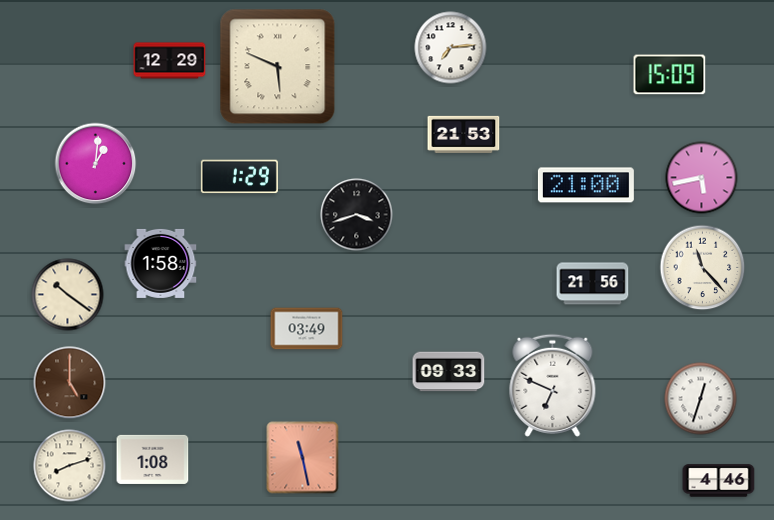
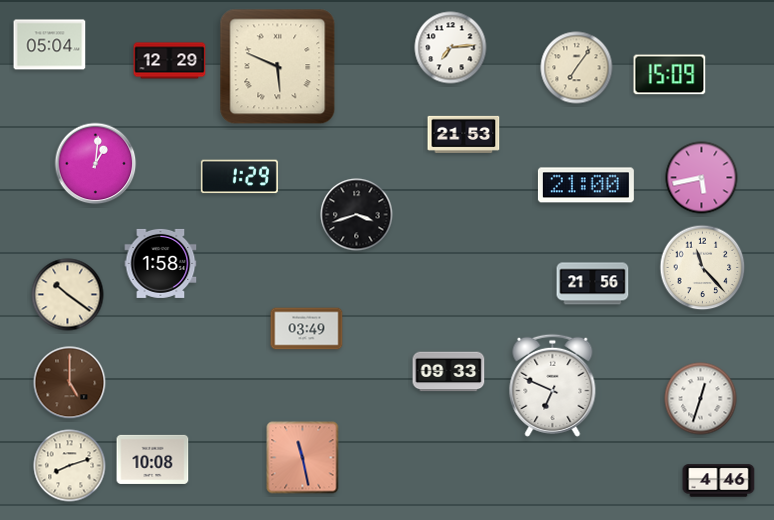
clock at (50, 45): none -> 05:04
clock at (577, 68): none -> 7:06
clock at (153, 459): 1:08 -> 10:08
